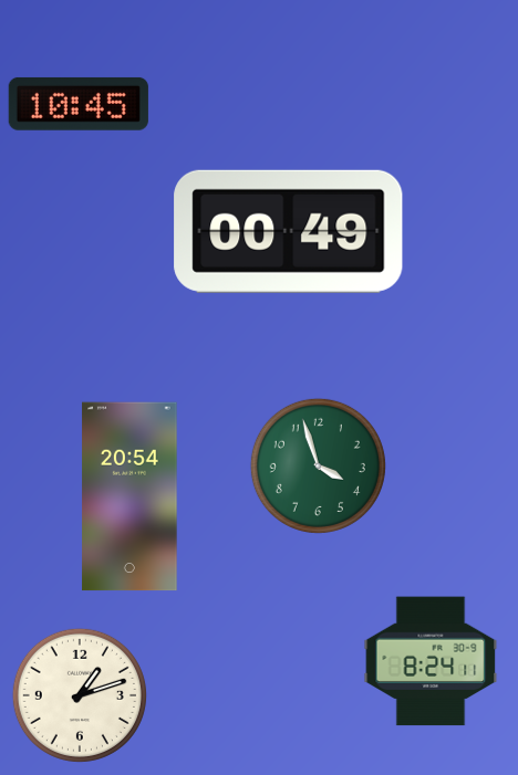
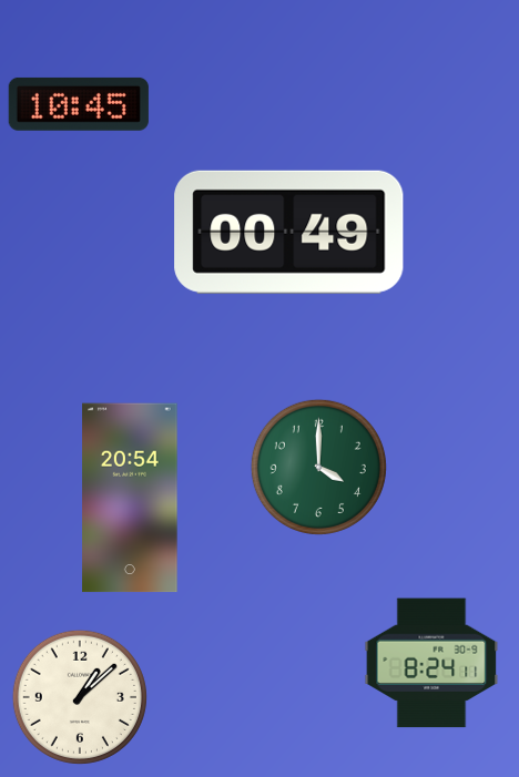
clock at (318, 465): 3:57 -> 4:00
clock at (80, 695): 1:12 -> 1:08
